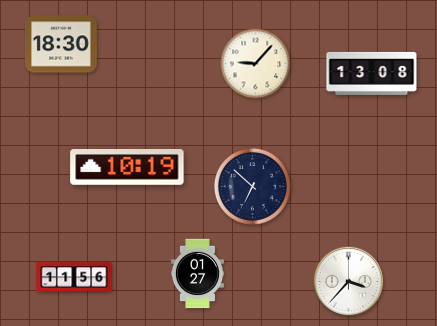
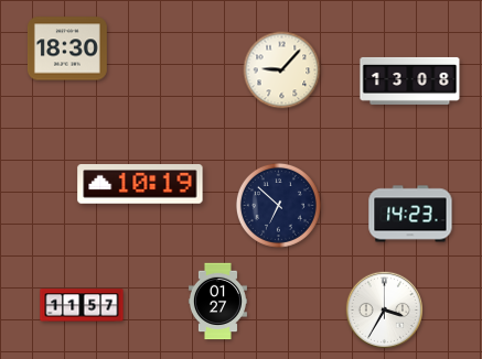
clock at (410, 214): none -> 14:23
clock at (74, 277): 11:56 -> 11:57
clock at (348, 281): 3:37 -> 3:35
